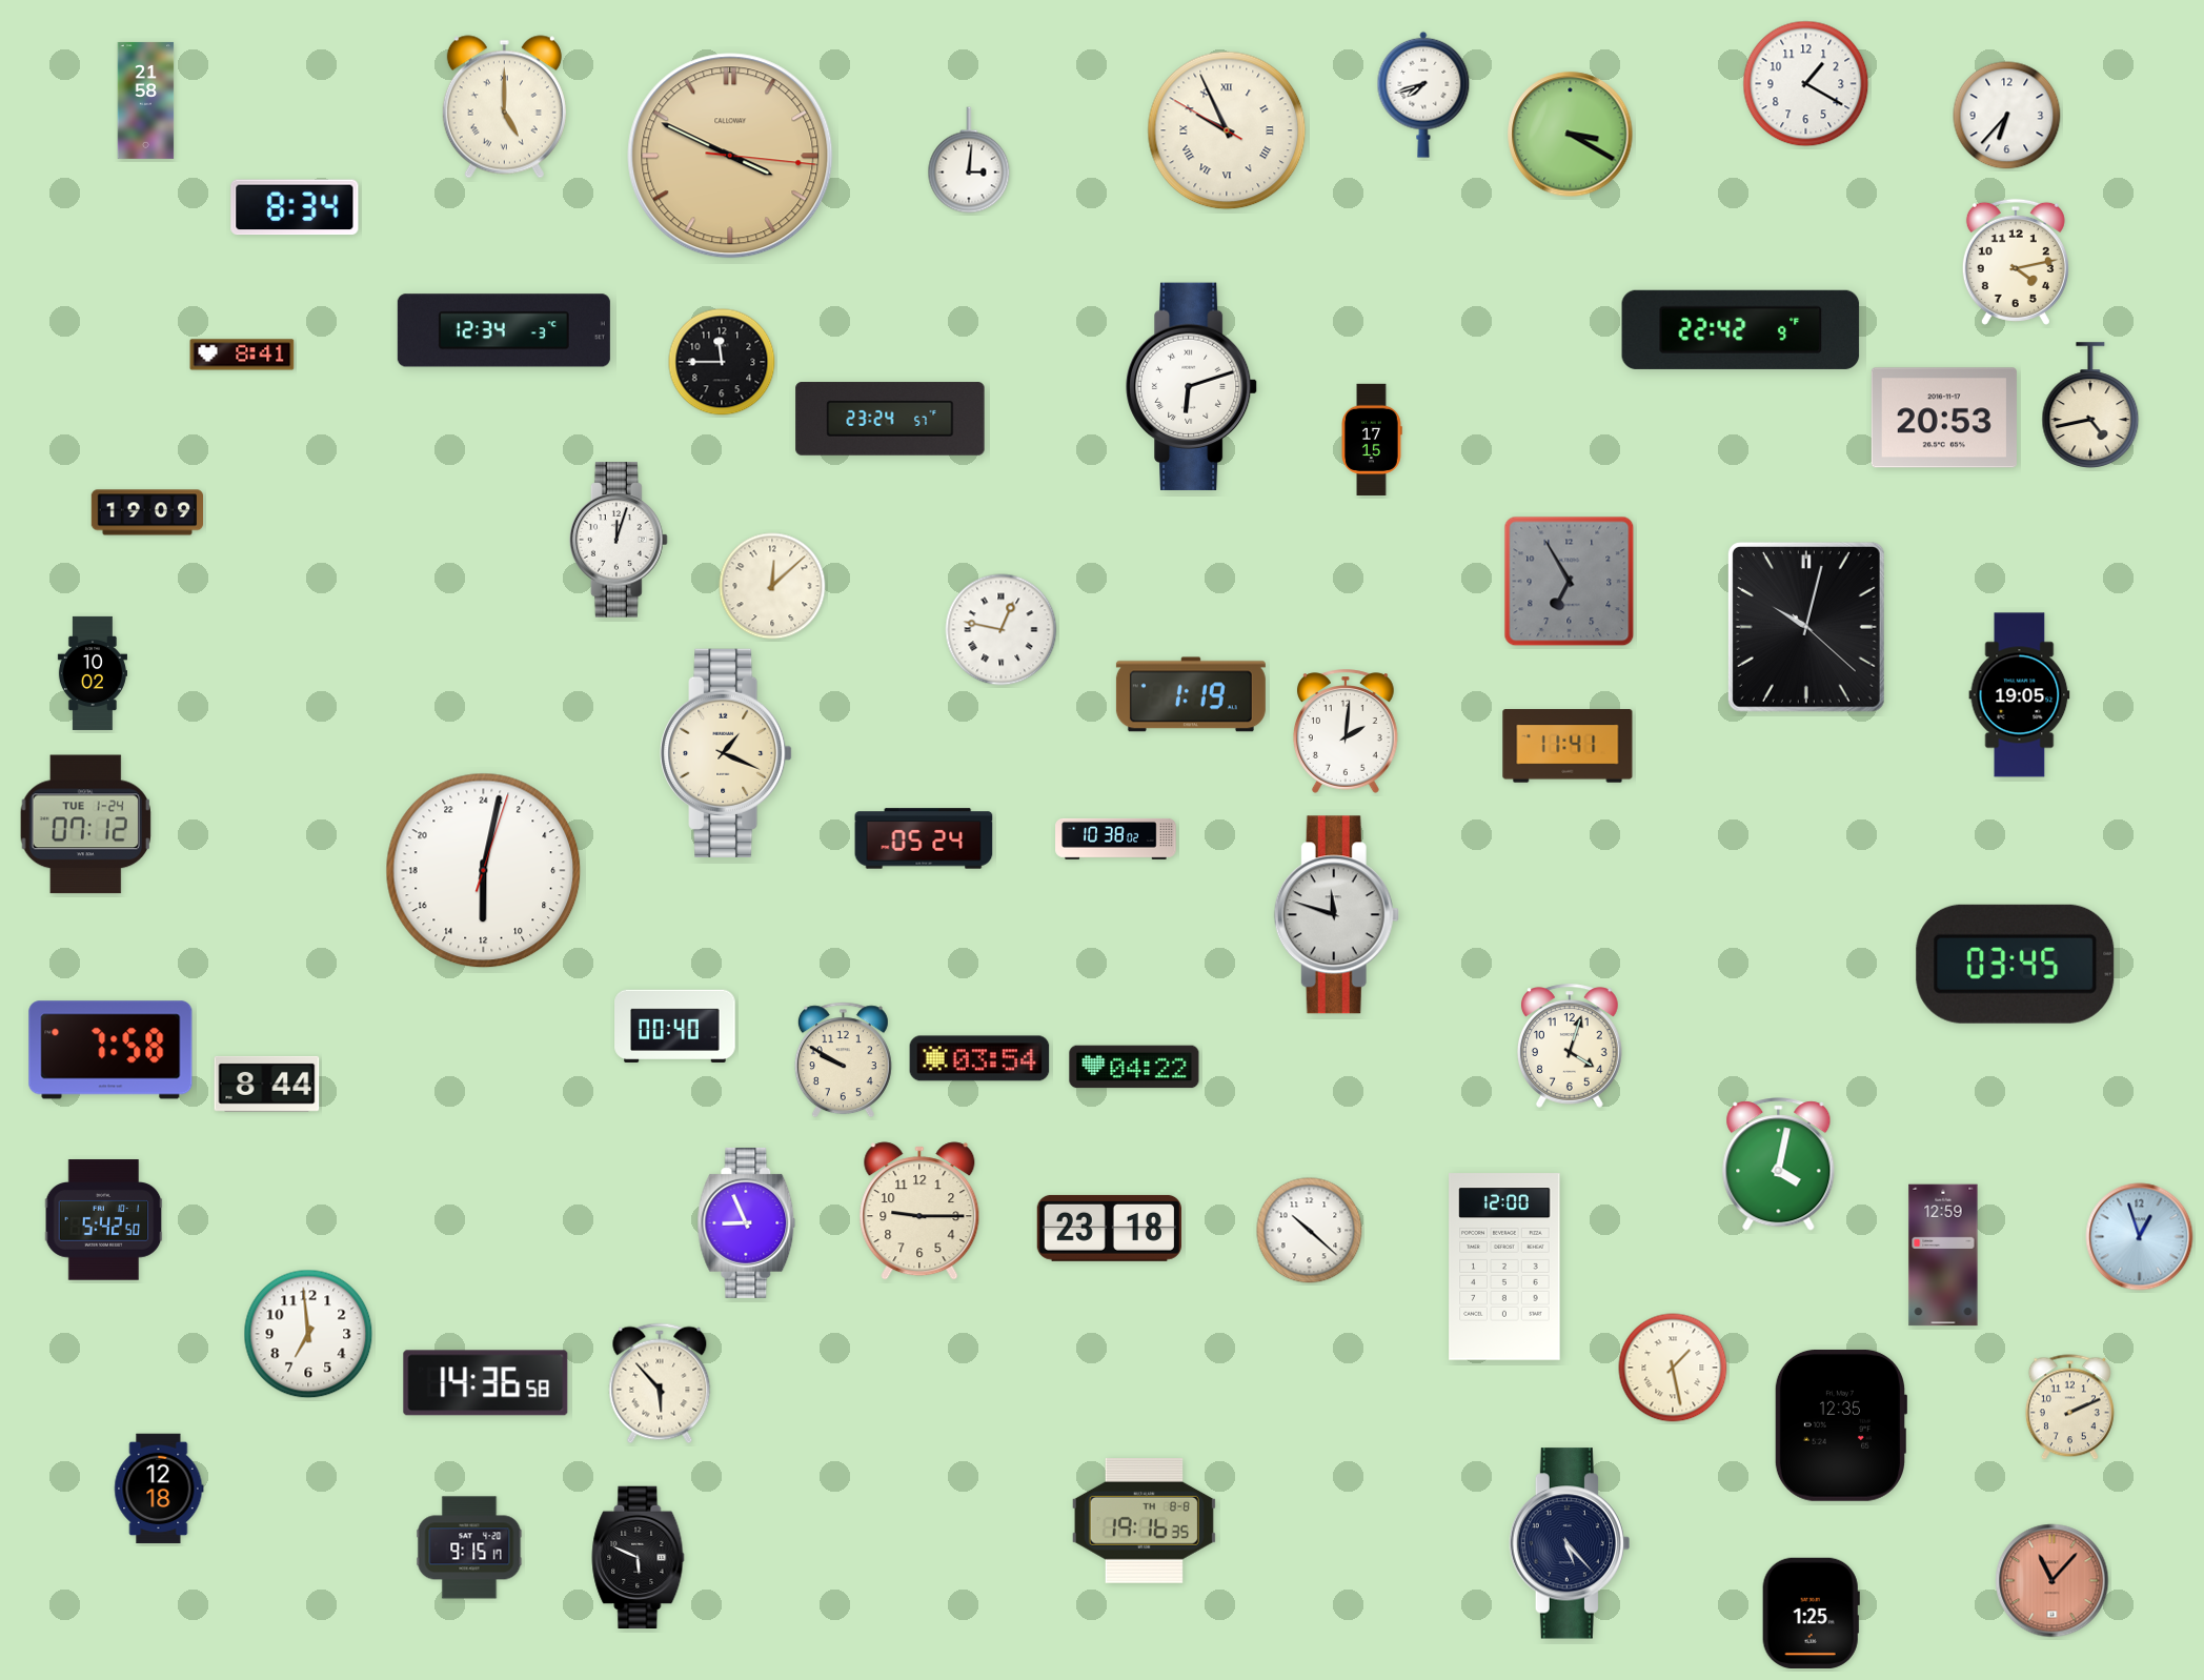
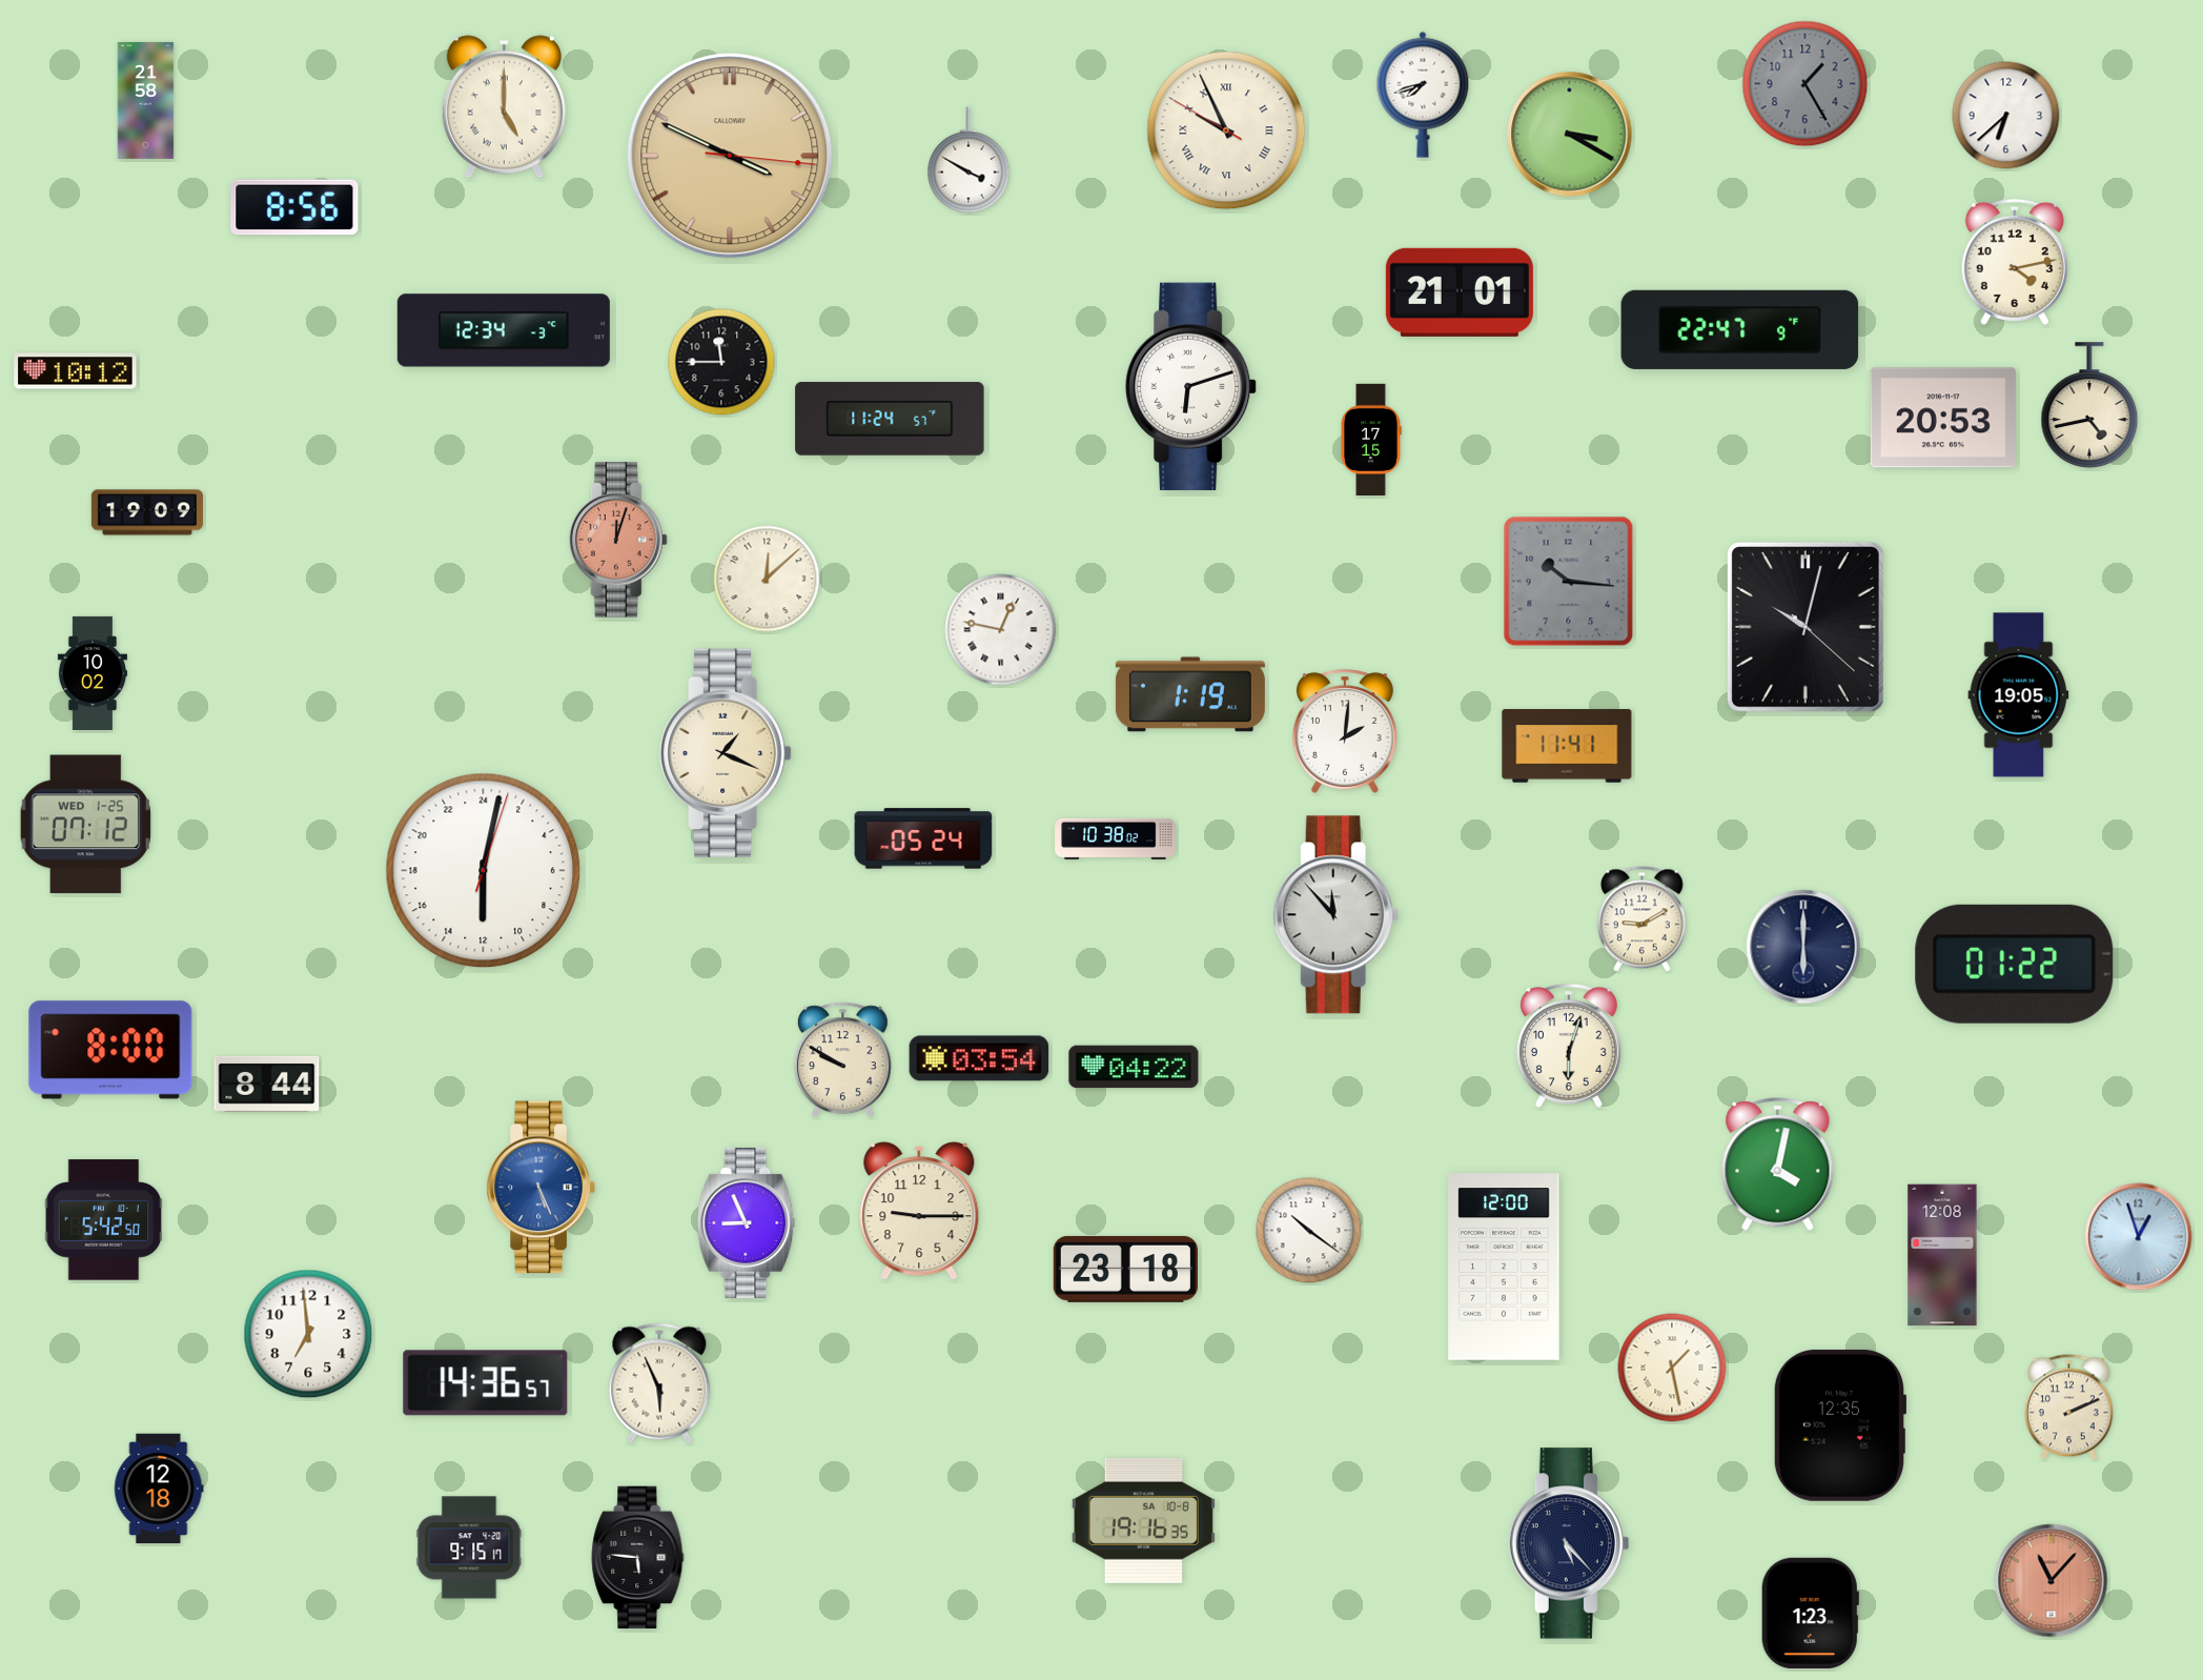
clock at (1806, 84): 1:20 -> 1:25
clock at (1806, 84) dial: white -> grey
clock at (2007, 116): 6:37 -> 6:38
clock at (969, 160): 3:01 -> 3:50
clock at (295, 207): 8:34 -> 8:56
clock at (1460, 292): none -> 21:01
clock at (1741, 329): 22:42 -> 22:47
clock at (242, 355): 8:41 -> none
clock at (76, 371): none -> 10:12
clock at (890, 419): 23:24 -> 11:24
clock at (619, 540) dial: white -> salmon
clock at (1570, 582): 6:55 -> 10:16
clock at (772, 586) position: (772, 586) -> (767, 579)
clock at (85, 825) date: TUE 1-24 -> WED 1-25
clock at (1336, 915): 11:48 -> 11:53
clock at (1641, 919): none -> 9:10
clock at (1803, 947): none -> 6:00
clock at (2016, 964): 03:45 -> 01:22
clock at (675, 1026): 00:40 -> none
clock at (1571, 1046): 4:03 -> 6:03
clock at (110, 1050): 7:58 -> 8:00
clock at (540, 1188): none -> 5:26
clock at (1109, 1228) position: (1109, 1228) -> (1125, 1269)
clock at (1310, 1231): 10:22 -> 10:21
clock at (1943, 1255): 12:59 -> 12:08
clock at (486, 1383): 14:36:58 -> 14:36:57
clock at (660, 1383): 5:53 -> 5:56
clock at (1144, 1520) date: TH 8-8 -> SA 10-8
clock at (639, 1558): 5:49 -> 5:46
clock at (1811, 1613): 1:25 -> 1:23
